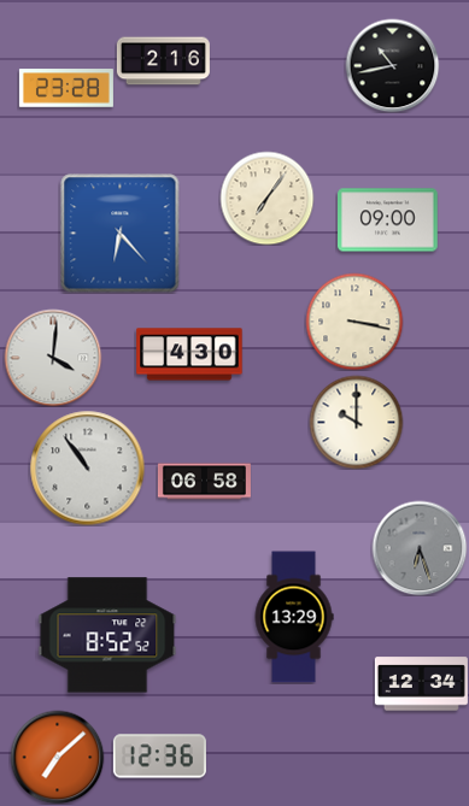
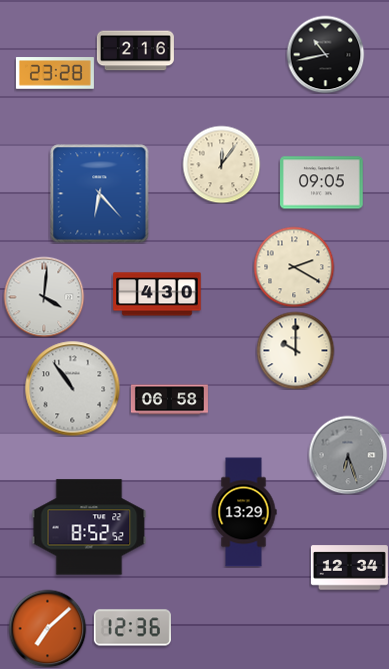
clock at (266, 198): 7:06 -> 12:06
clock at (388, 220): 09:00 -> 09:05
clock at (354, 322): 3:17 -> 2:20
